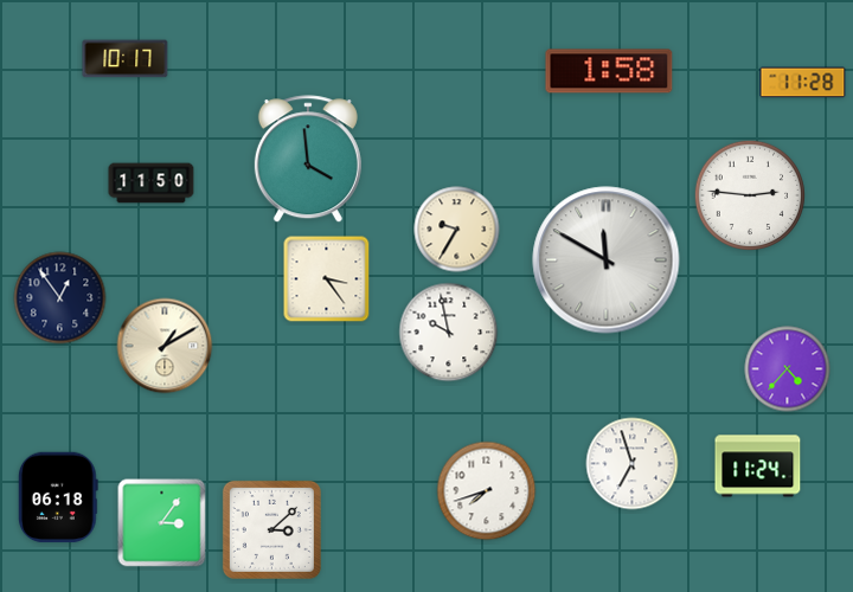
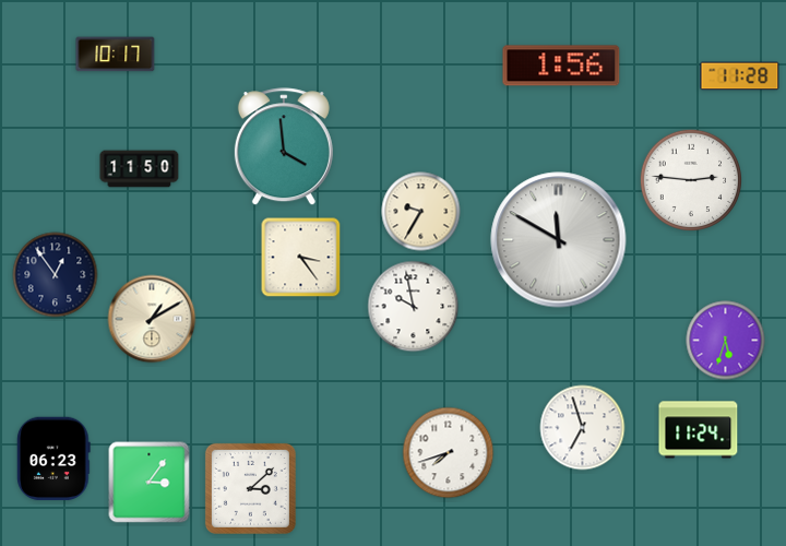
clock at (609, 71): 1:58 -> 1:56
clock at (788, 369): 4:37 -> 5:33
clock at (58, 497): 06:18 -> 06:23
